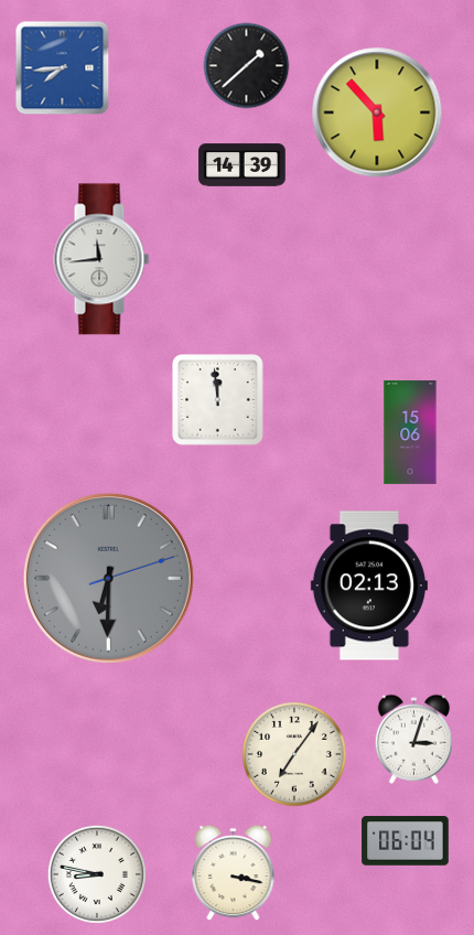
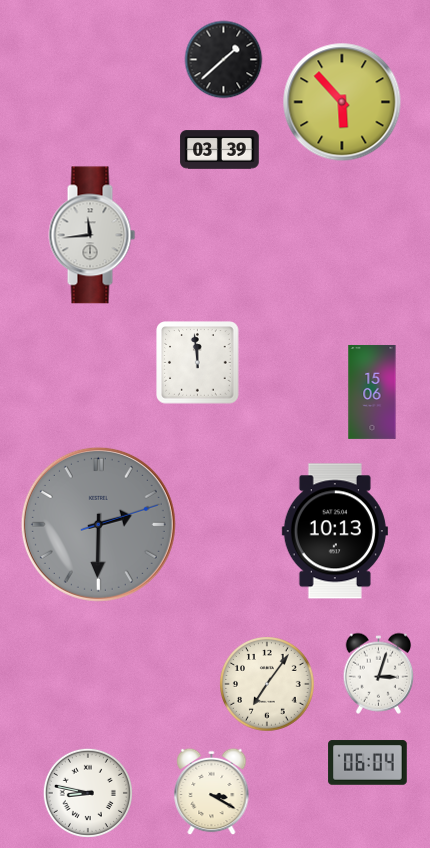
clock at (63, 68): 7:44 -> none
clock at (243, 165): 14:39 -> 03:39
clock at (108, 578): 6:30 -> 2:30
clock at (369, 585): 02:13 -> 10:13
clock at (414, 739) position: (414, 739) -> (379, 673)
clock at (234, 873): 3:17 -> 3:20
